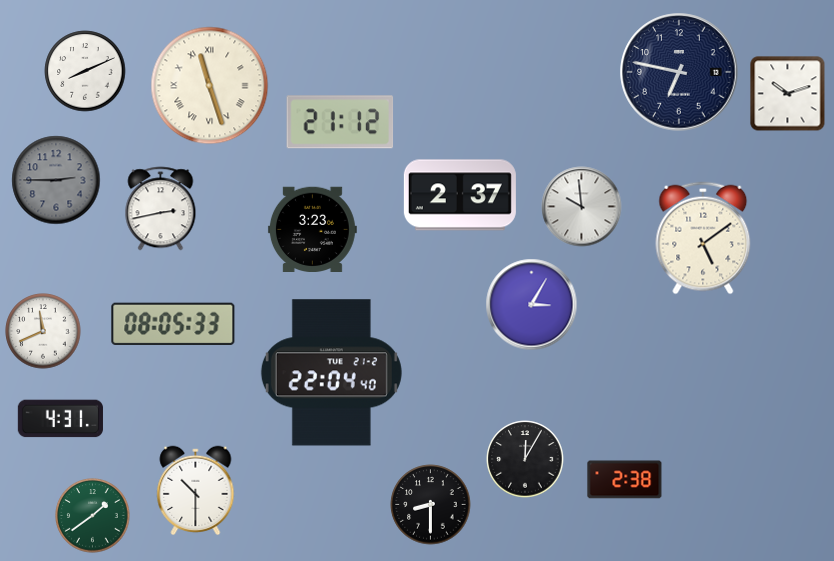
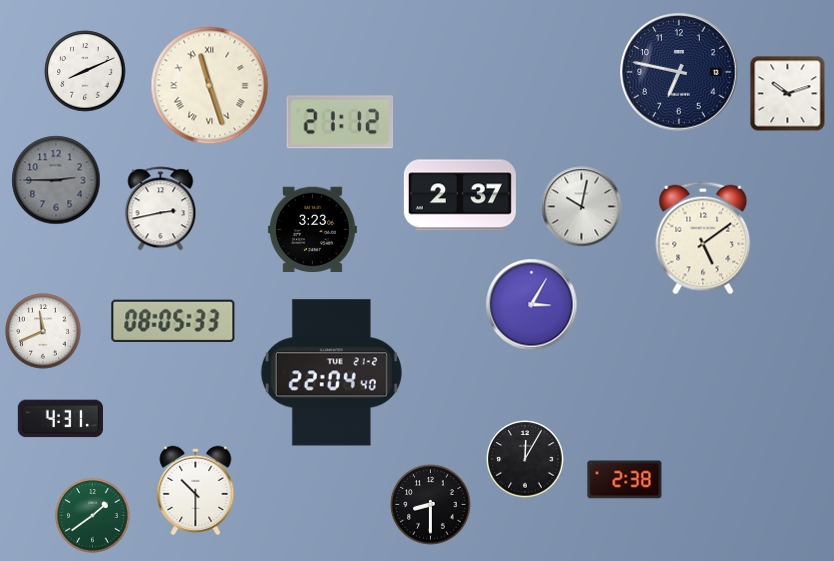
clock at (582, 207): 9:59 -> 10:02
clock at (173, 324) position: (173, 324) -> (173, 321)
